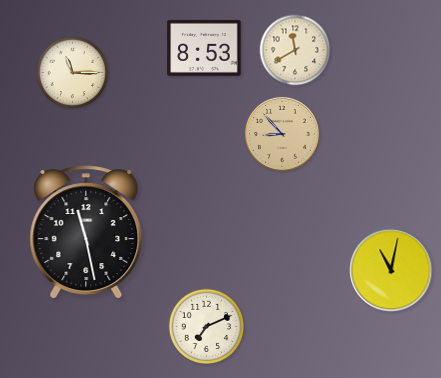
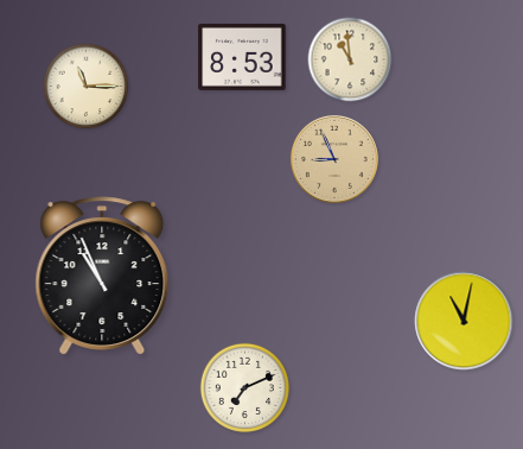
clock at (295, 50): 11:40 -> 10:59
clock at (282, 134): 8:53 -> 8:56
clock at (86, 232): 11:28 -> 10:56
